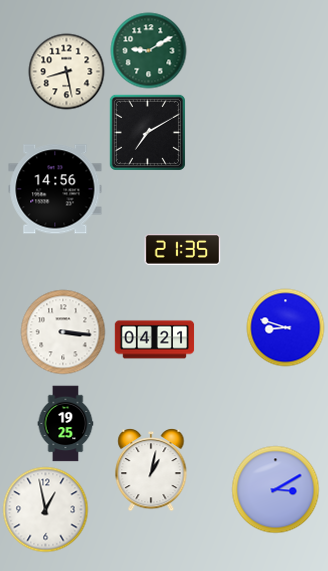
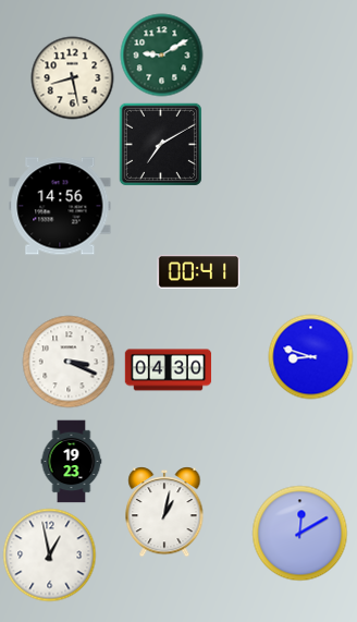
clock at (183, 249): 21:35 -> 00:41
clock at (63, 332): 3:16 -> 3:19
clock at (155, 340): 04:21 -> 04:30
clock at (66, 424): 19:25 -> 19:23
clock at (276, 490): 3:10 -> 12:10
